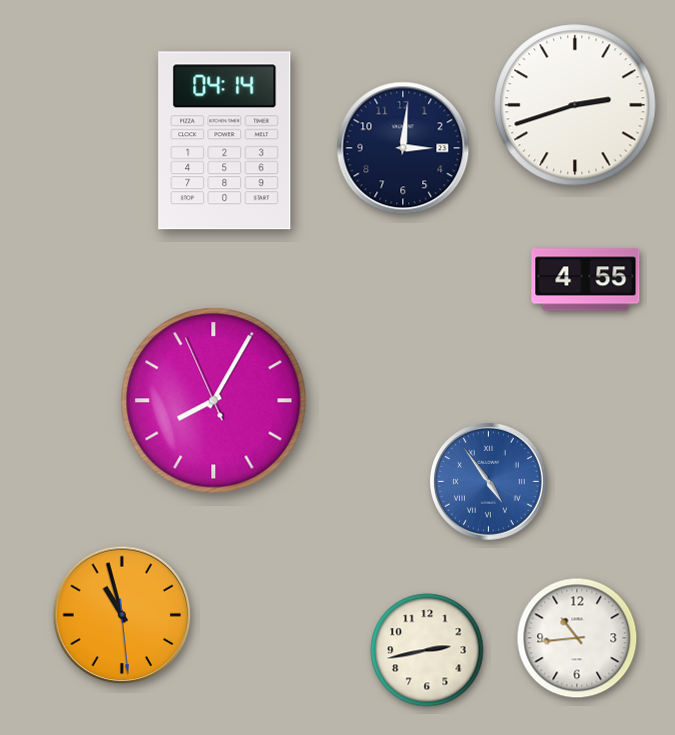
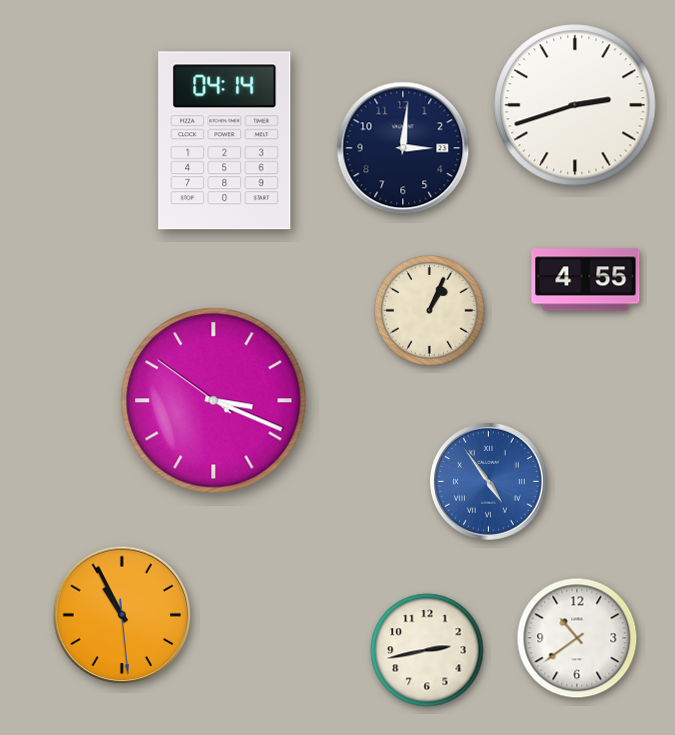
clock at (430, 311): none -> 1:04
clock at (214, 401): 8:04 -> 3:18
clock at (122, 615): 10:57 -> 10:55
clock at (577, 638): 10:44 -> 10:39
